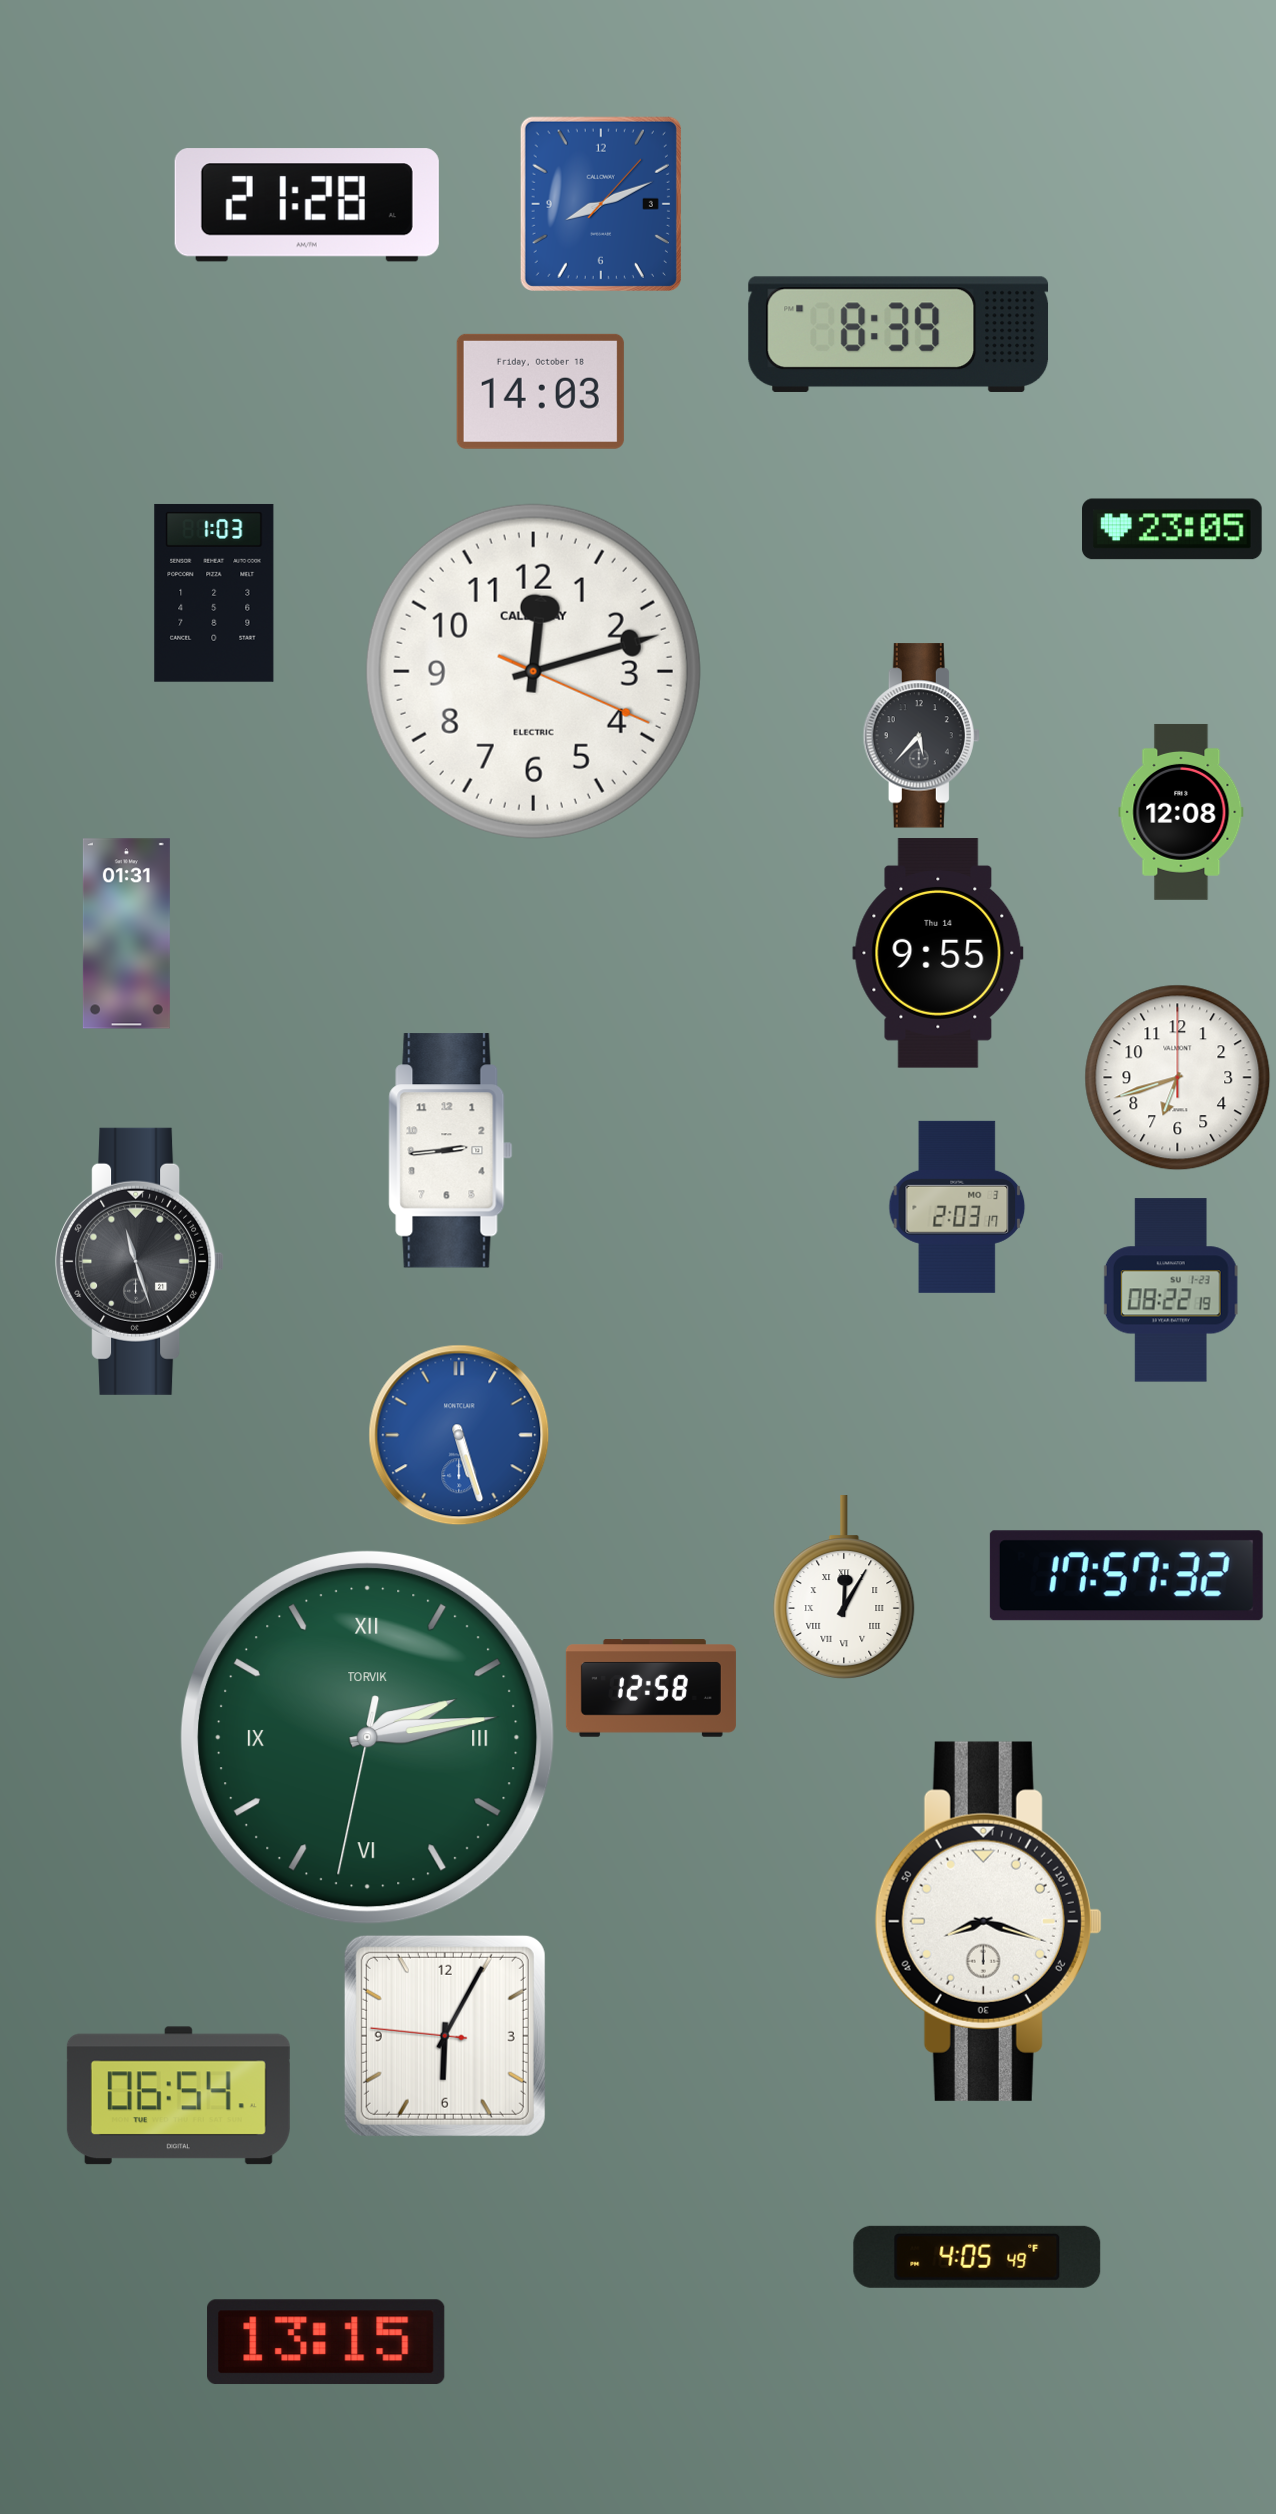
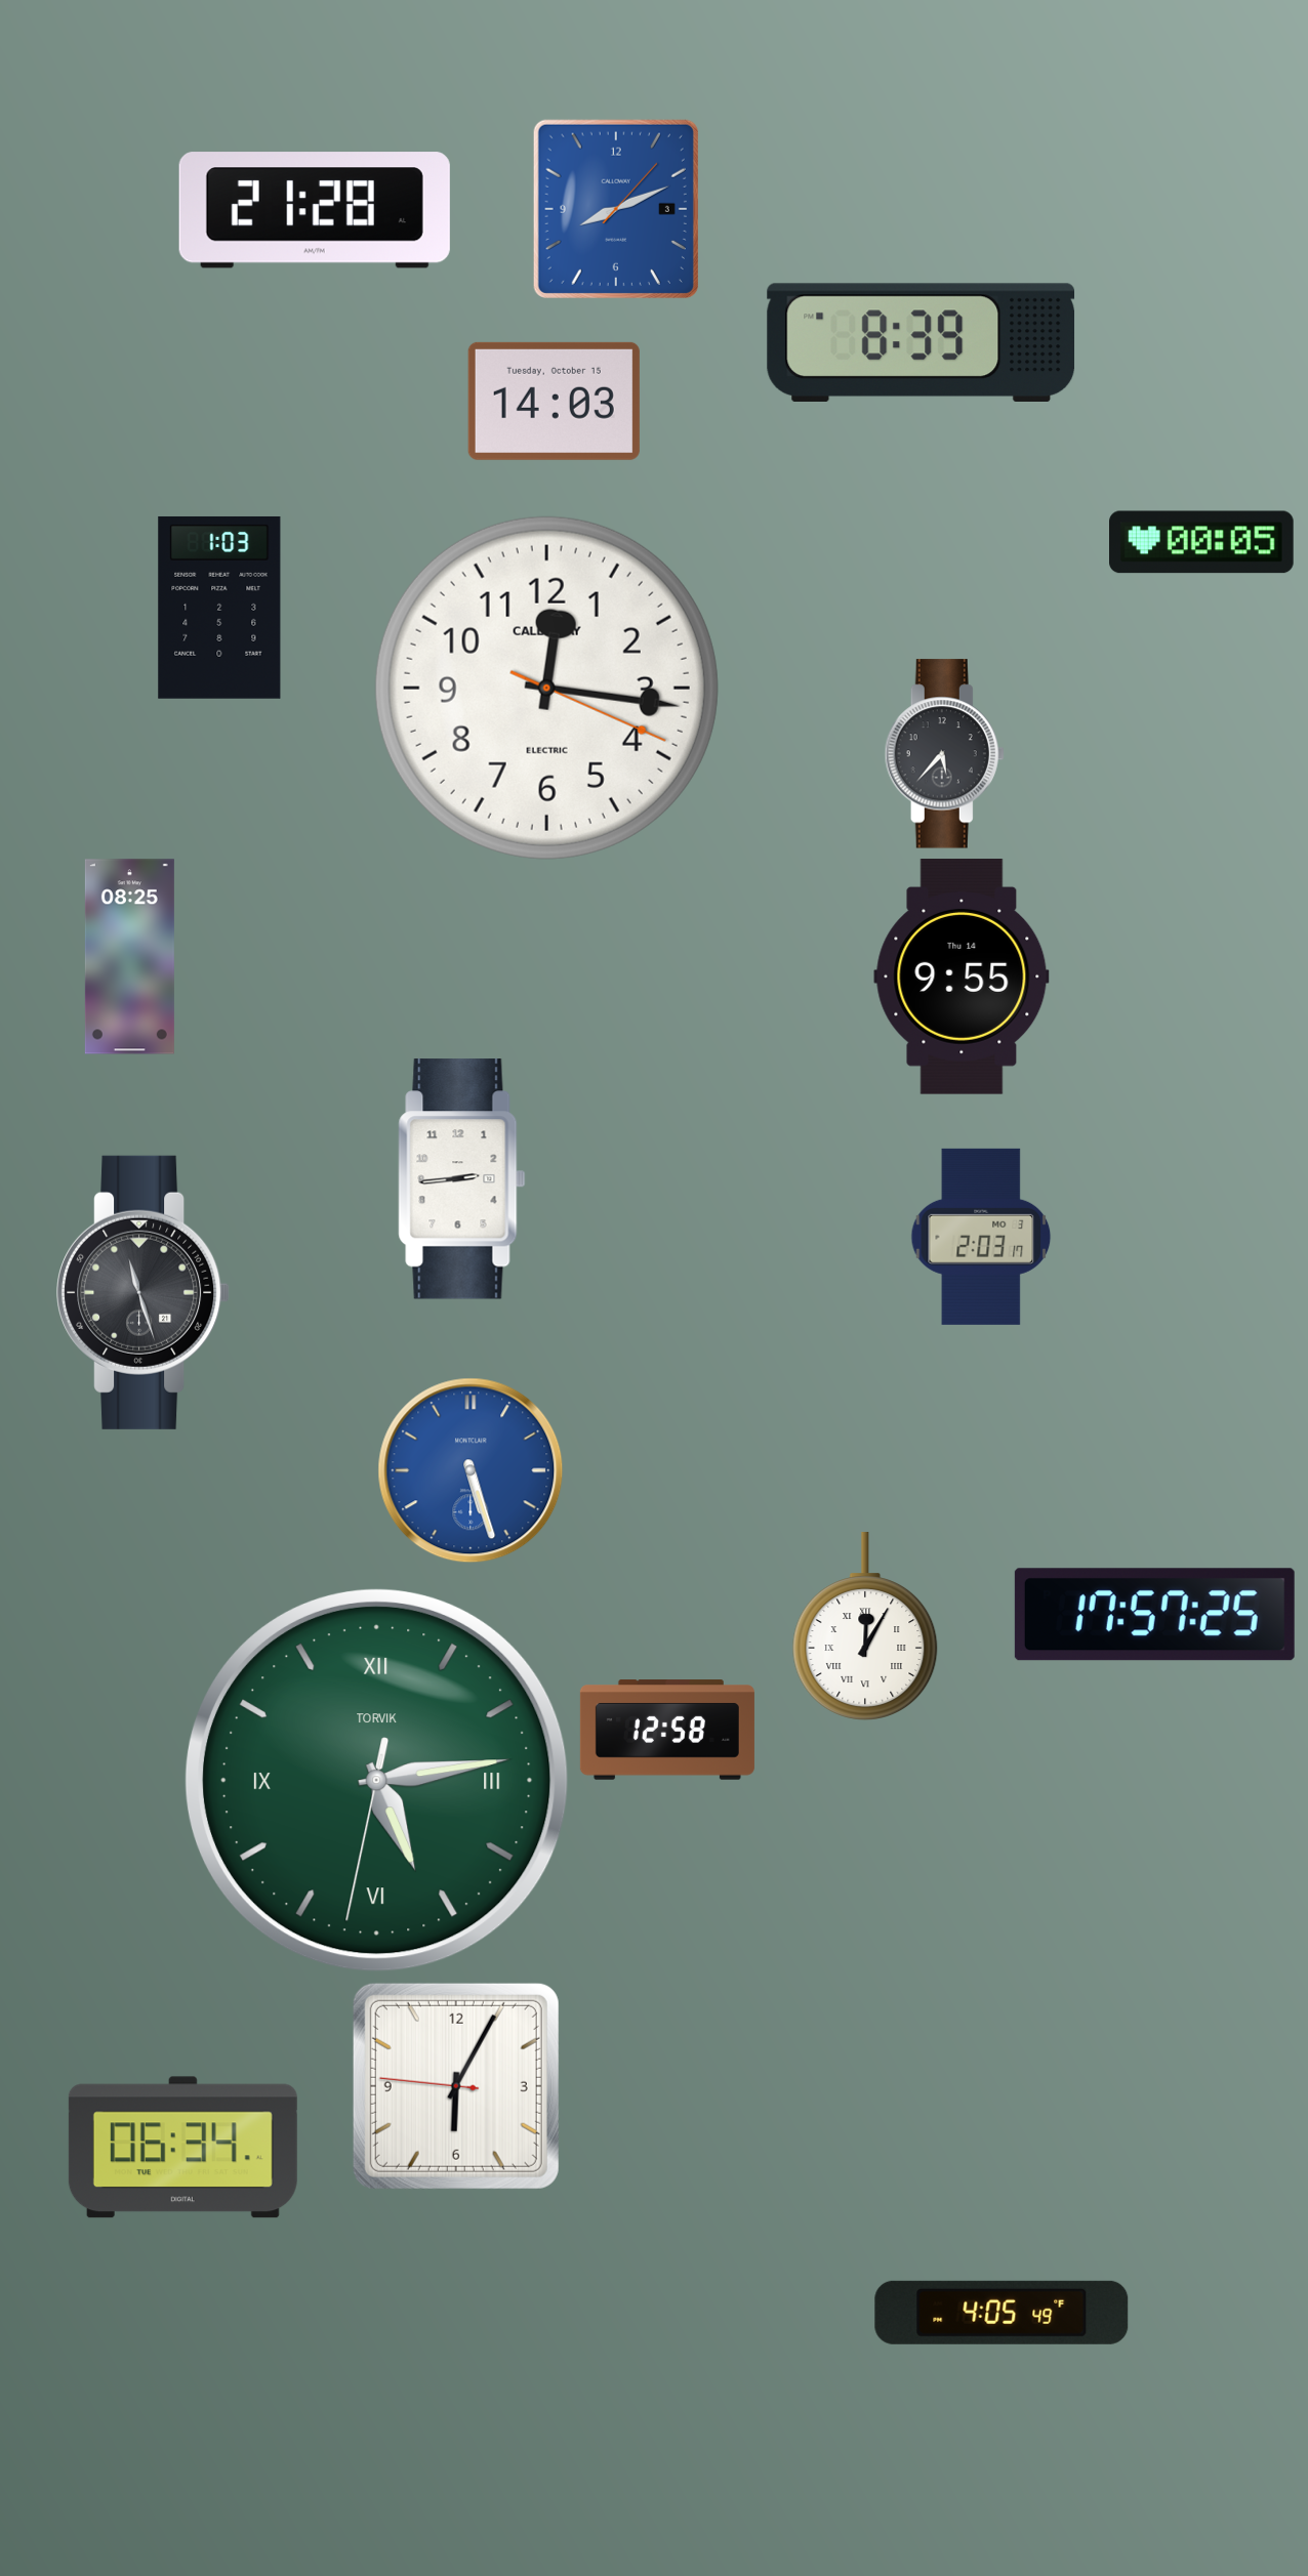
clock at (540, 391) date: Friday, October 18 -> Tuesday, October 15
clock at (1173, 529): 23:05 -> 00:05
clock at (533, 671): 12:12 -> 12:16
clock at (1181, 812): 12:08 -> none
clock at (126, 934): 01:31 -> 08:25
clock at (1178, 1078): 6:42 -> none
clock at (1171, 1290): 08:22 -> none
clock at (1126, 1576): 17:57:32 -> 17:57:25
clock at (367, 1737): 2:13 -> 5:13
clock at (988, 1921): 8:18 -> none
clock at (178, 2096): 06:54 -> 06:34
clock at (327, 2342): 13:15 -> none
